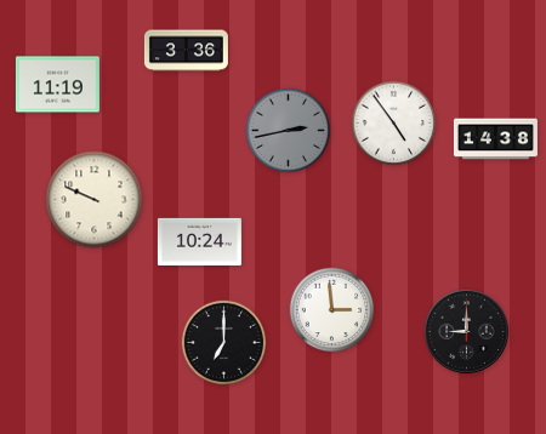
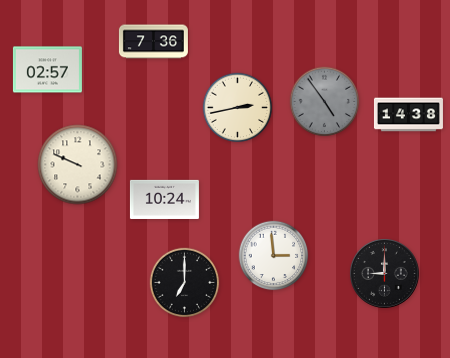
clock at (186, 51): 3:36 -> 7:36
clock at (57, 85): 11:19 -> 02:57
clock at (394, 124) dial: white -> grey
clock at (289, 131) dial: grey -> cream
